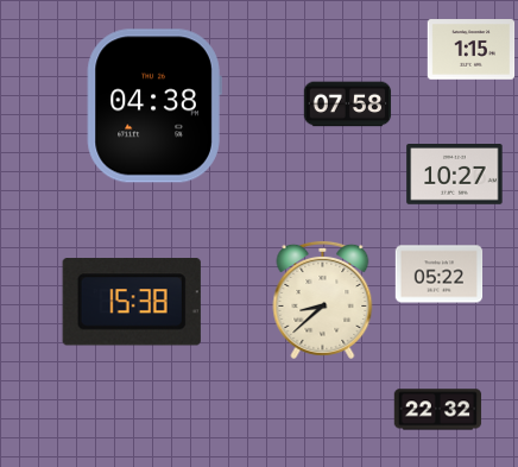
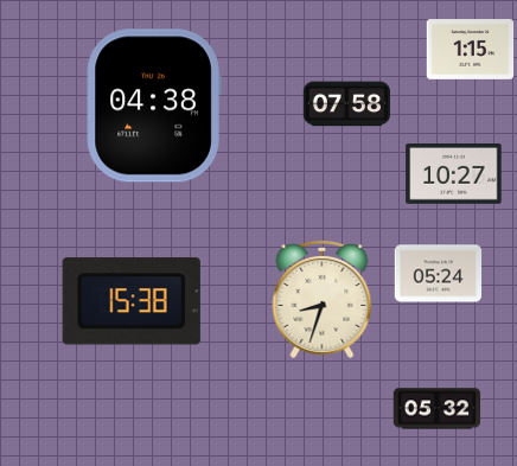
clock at (440, 274): 05:22 -> 05:24
clock at (323, 299): 8:38 -> 8:33
clock at (438, 410): 22:32 -> 05:32
